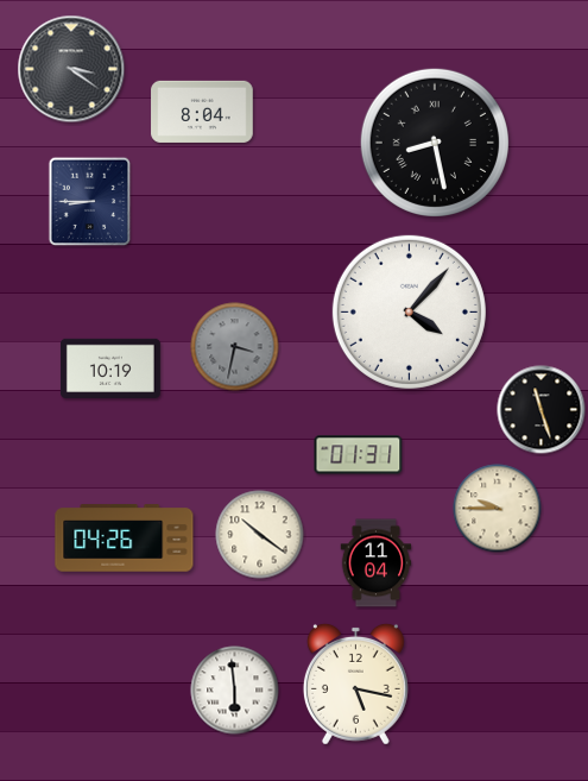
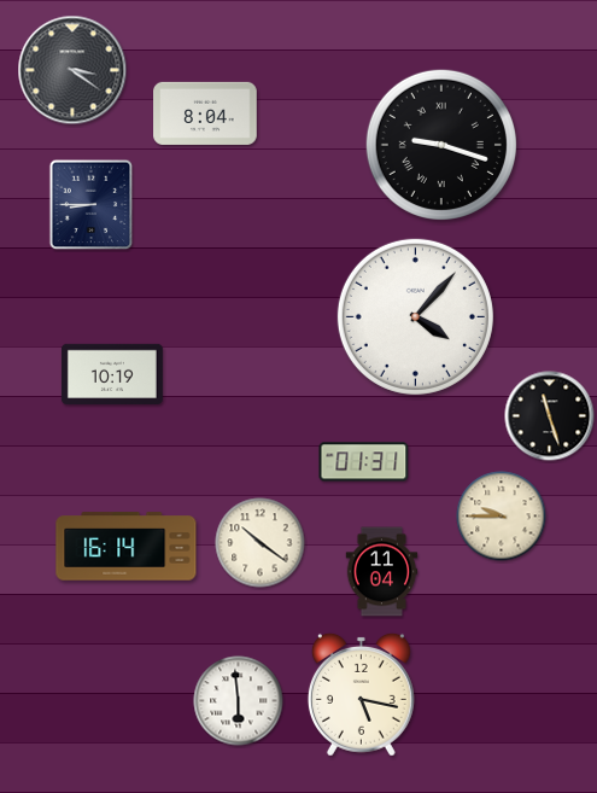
clock at (435, 143): 8:28 -> 9:18
clock at (235, 347): 3:32 -> none
clock at (498, 509) position: (498, 509) -> (502, 517)
clock at (260, 535) position: (260, 535) -> (261, 543)
clock at (125, 538): 04:26 -> 16:14
